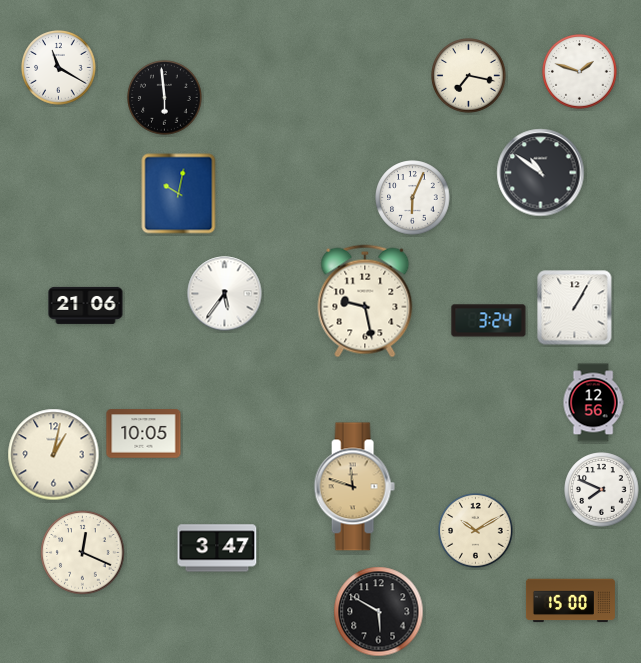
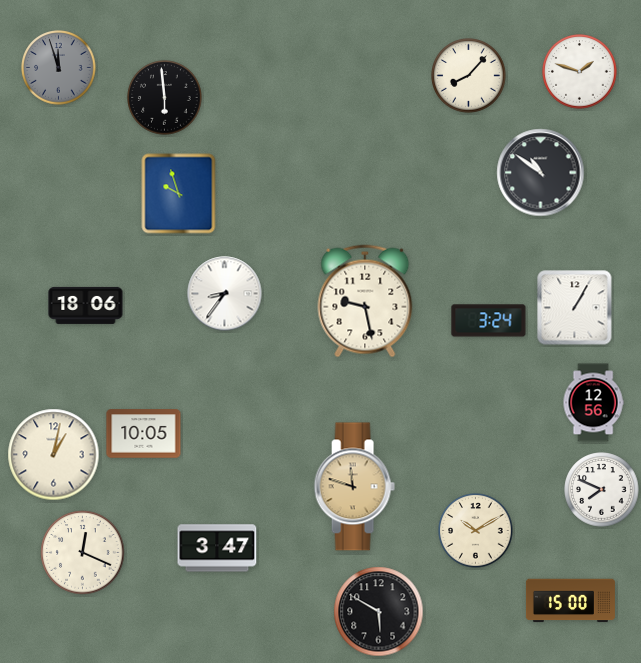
clock at (59, 68): 11:20 -> 11:57
clock at (59, 68) dial: white -> grey
clock at (469, 76): 7:17 -> 8:07
clock at (179, 194): 10:02 -> 9:57
clock at (413, 198): 6:04 -> none
clock at (225, 294): 5:36 -> 8:36
clock at (86, 305): 21:06 -> 18:06
